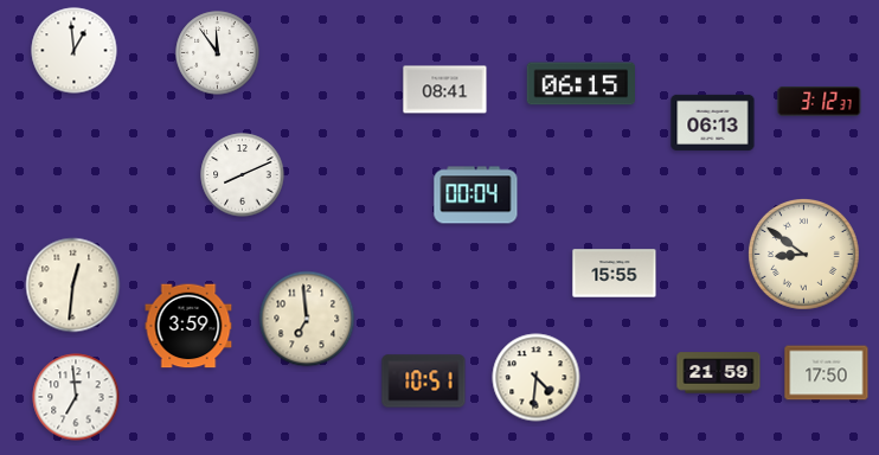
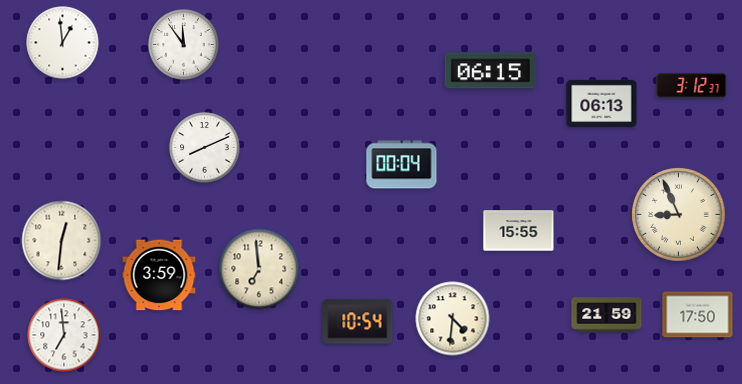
clock at (445, 90): 08:41 -> none
clock at (804, 255): 8:51 -> 8:56
clock at (424, 382): 10:51 -> 10:54
